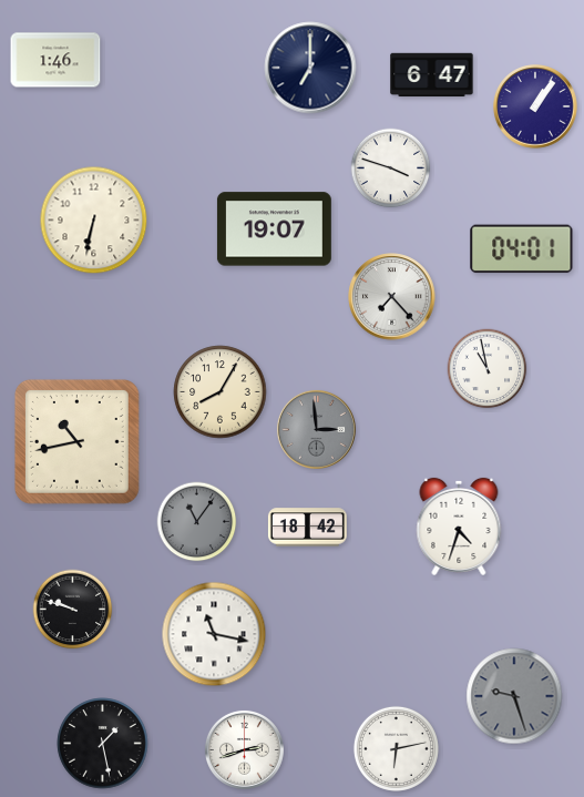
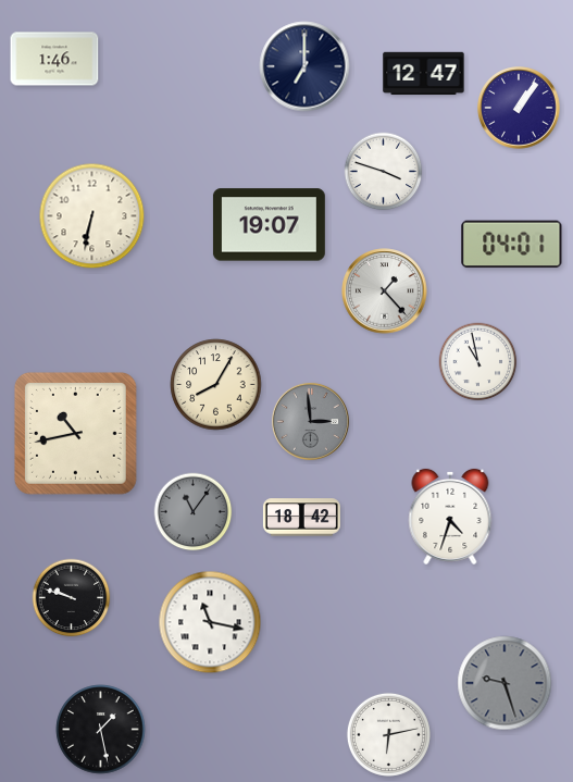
clock at (432, 75): 6:47 -> 12:47
clock at (535, 106) position: (535, 106) -> (519, 108)
clock at (391, 168) position: (391, 168) -> (384, 172)
clock at (392, 297): 7:23 -> 1:23
clock at (244, 749): 2:42 -> none
